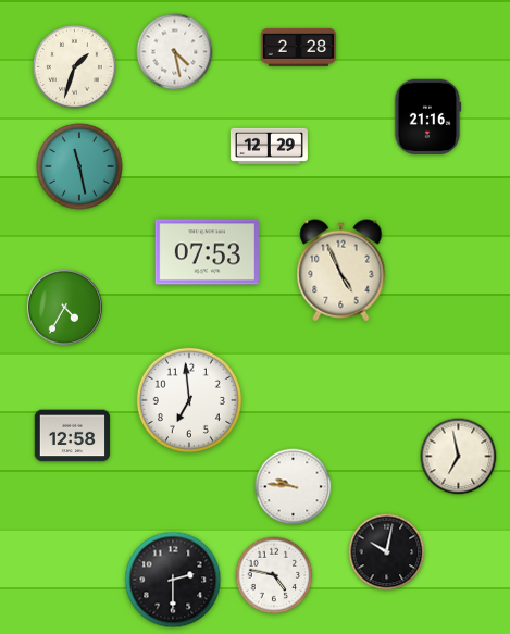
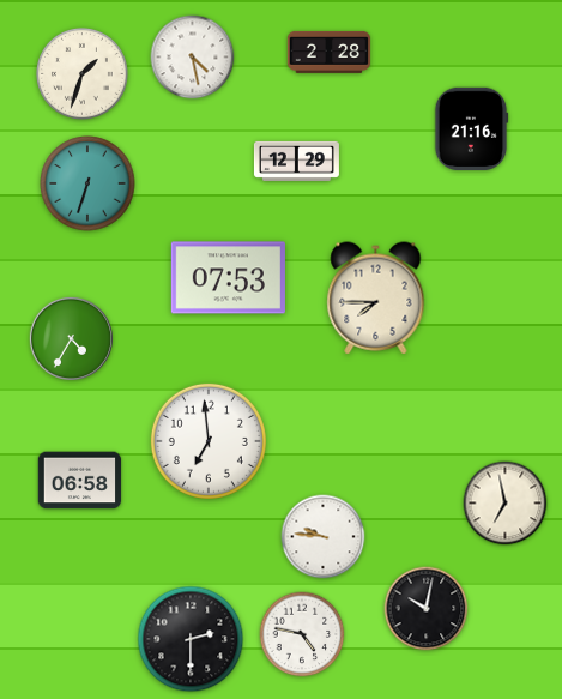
clock at (79, 166): 11:28 -> 6:33
clock at (341, 271): 4:56 -> 7:45
clock at (73, 436): 12:58 -> 06:58
